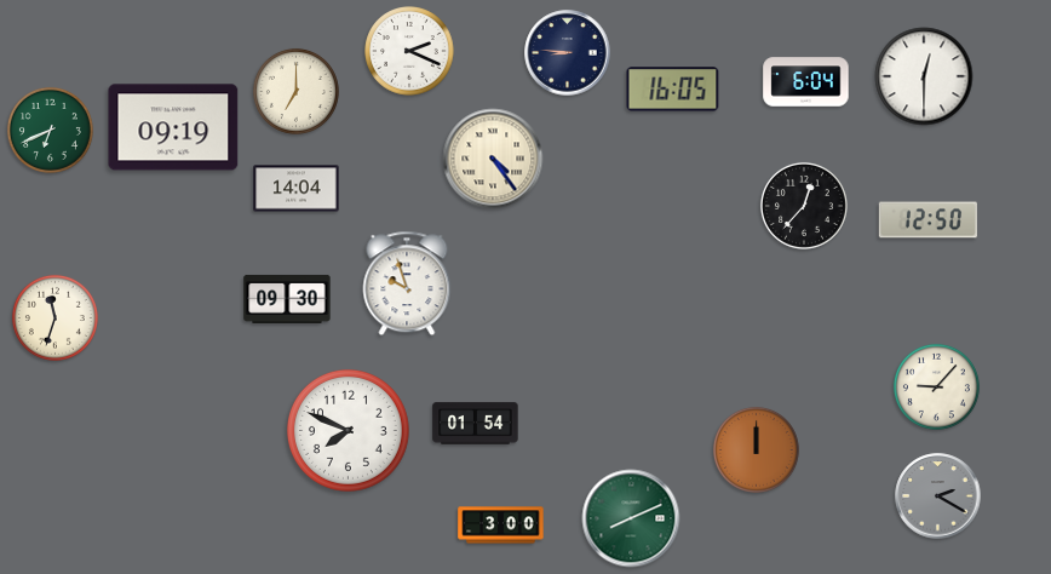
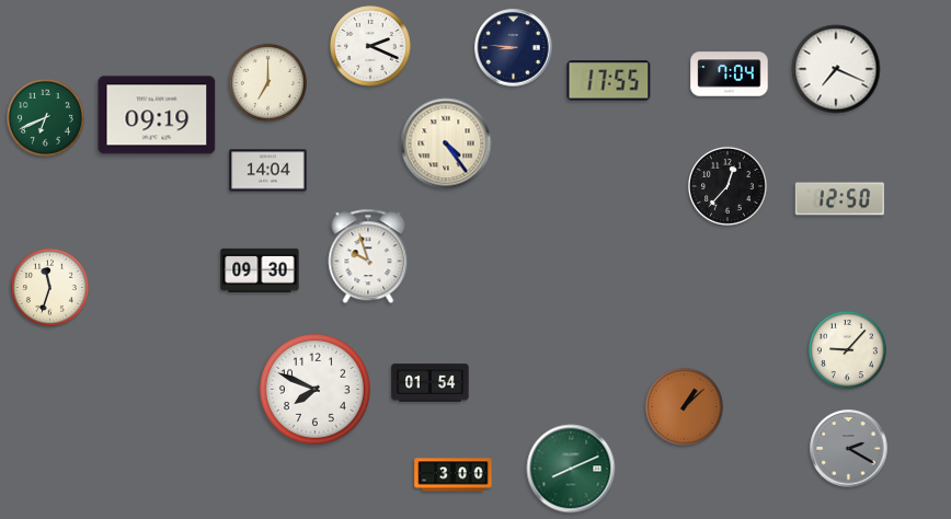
clock at (924, 76): 12:30 -> 7:19
clock at (806, 82): 6:04 -> 7:04
clock at (673, 90): 16:05 -> 17:55
clock at (756, 449): 12:00 -> 1:08
